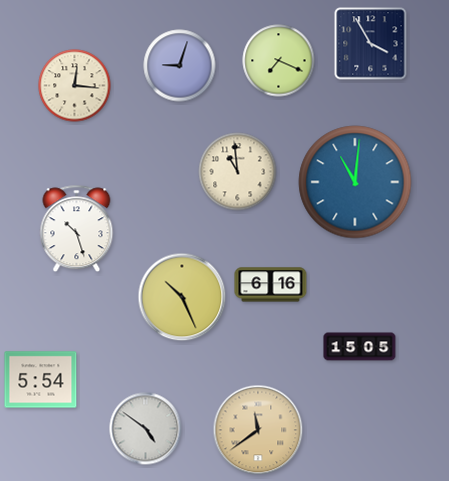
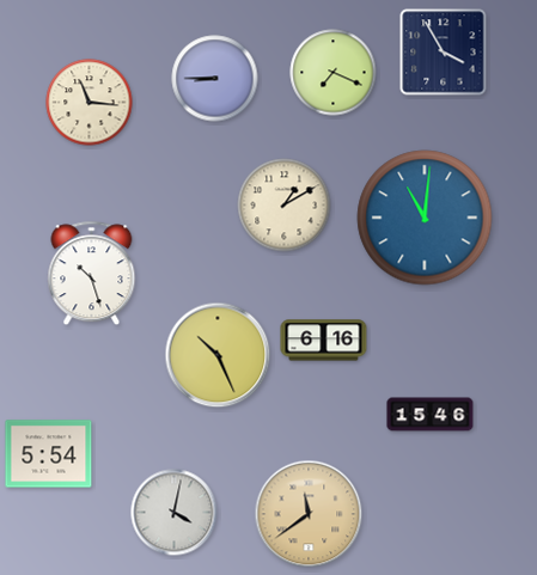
clock at (180, 66): 9:03 -> 8:45
clock at (75, 86): 12:16 -> 11:16
clock at (238, 172): 10:59 -> 1:10
clock at (360, 347): 15:05 -> 15:46
clock at (146, 429): 4:51 -> 4:02
